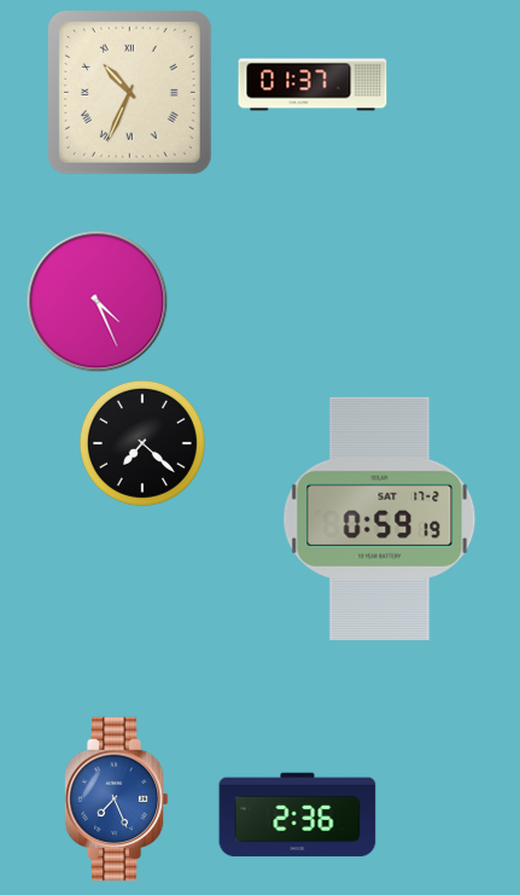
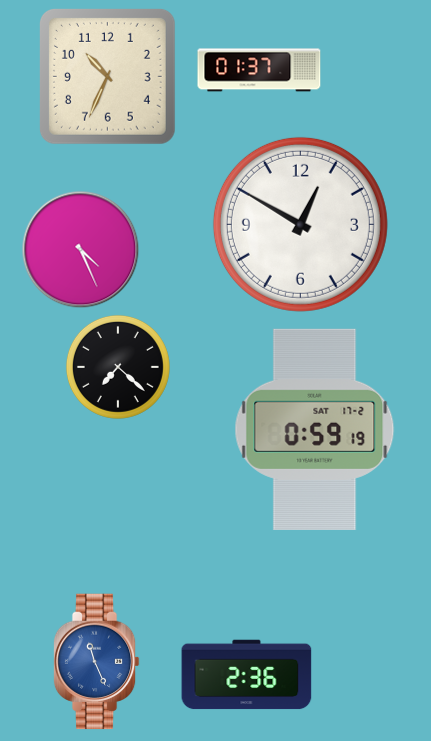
clock at (129, 92) numerals: Roman -> Arabic
clock at (300, 224): none -> 12:50
clock at (116, 800): 7:26 -> 11:26
